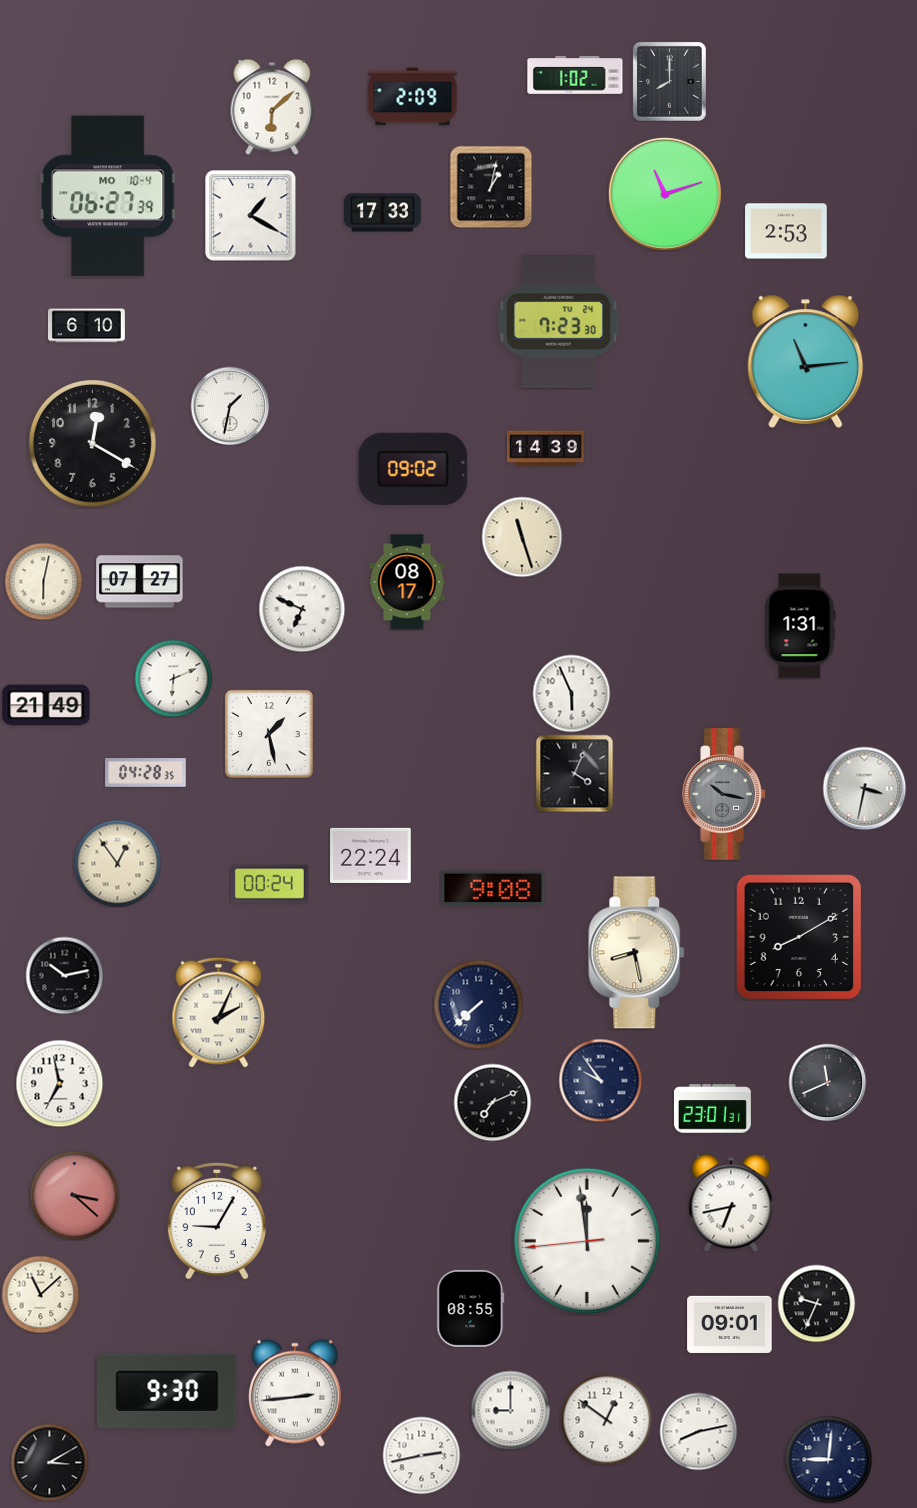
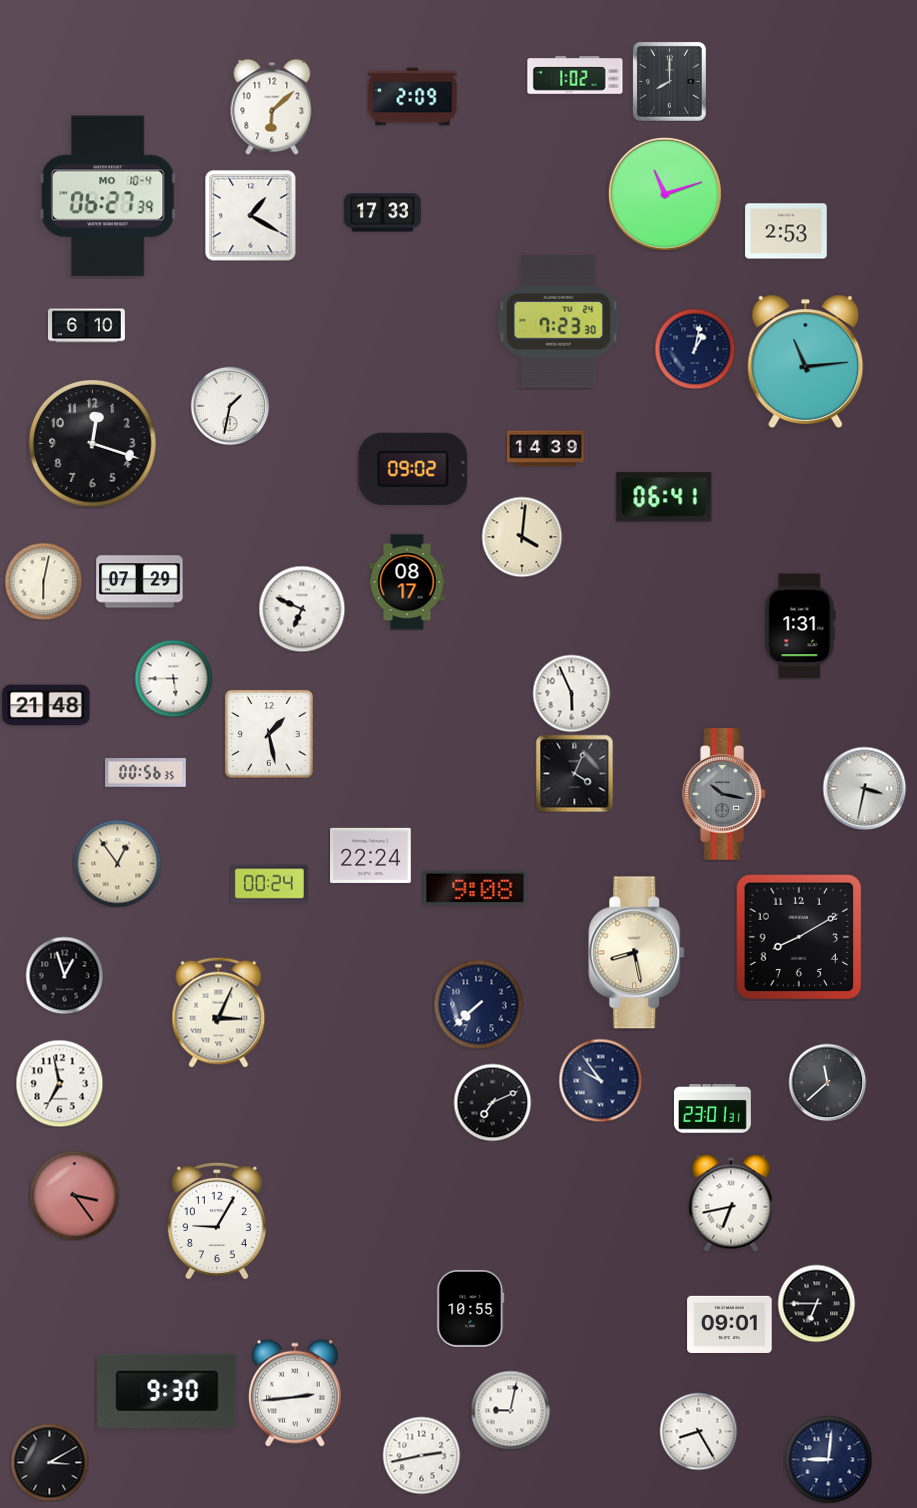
clock at (491, 187): 1:02 -> none
clock at (695, 349): none -> 1:02
clock at (92, 443): 12:20 -> 12:18
clock at (664, 497): none -> 06:41
clock at (522, 537): 11:27 -> 4:01
clock at (140, 582): 07:27 -> 07:29
clock at (173, 678): 6:11 -> 5:45
clock at (46, 705): 21:49 -> 21:48
clock at (146, 773): 04:28 -> 00:56
clock at (493, 888) position: (493, 888) -> (475, 888)
clock at (64, 975): 10:13 -> 12:57
clock at (219, 1012): 2:04 -> 3:04
clock at (827, 1082): 11:41 -> 11:38
clock at (74, 1195): 3:22 -> 3:24
clock at (587, 1241): 11:58 -> none
clock at (40, 1294): 11:08 -> none
clock at (816, 1303): 9:34 -> 6:45
clock at (471, 1308): 08:55 -> 10:55
clock at (510, 1410): 9:00 -> 9:02
clock at (606, 1419): 12:51 -> none
clock at (698, 1431): 8:13 -> 8:25
